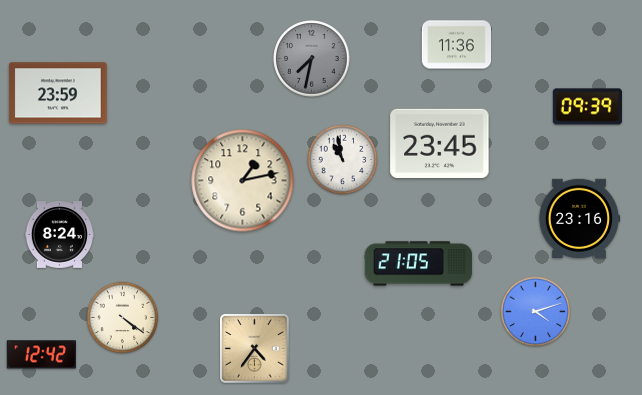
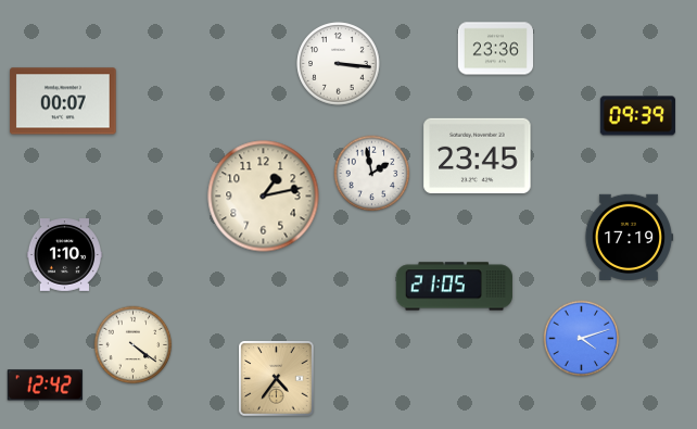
clock at (456, 45): 11:36 -> 23:36
clock at (312, 59): 7:32 -> 3:16
clock at (312, 59) dial: grey -> white
clock at (58, 93): 23:59 -> 00:07
clock at (343, 160): 10:58 -> 1:58
clock at (579, 218): 23:16 -> 17:19
clock at (59, 235): 8:24 -> 1:10
